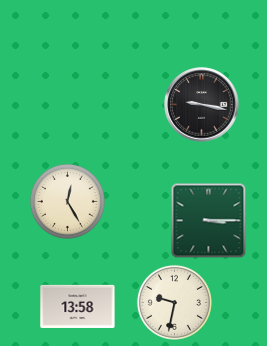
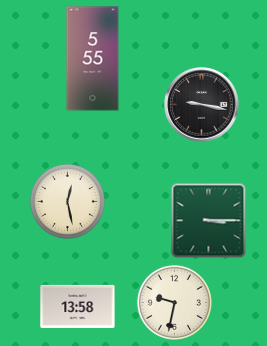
clock at (93, 59): none -> 5:55
clock at (67, 201): 12:25 -> 12:28
